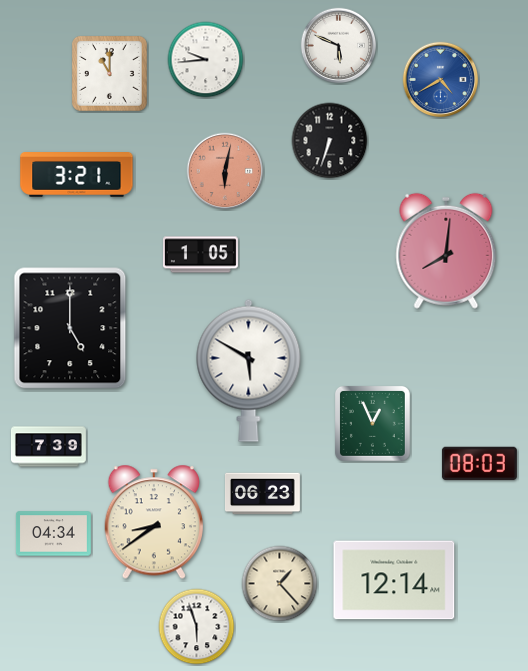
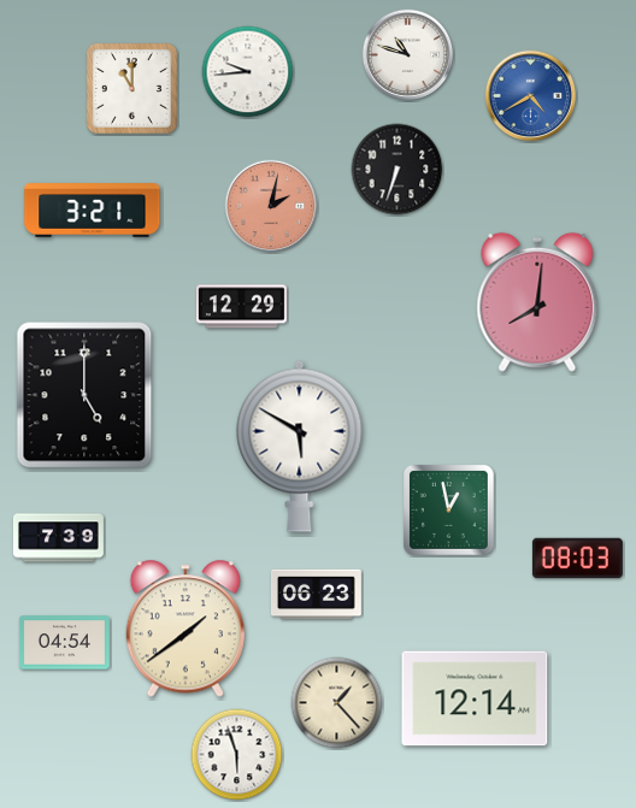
clock at (339, 46): 5:49 -> 10:48
clock at (225, 171): 6:02 -> 2:02
clock at (200, 255): 1:05 -> 12:29
clock at (372, 423): 12:56 -> 12:58
clock at (154, 522): 8:39 -> 1:39
clock at (53, 534): 04:34 -> 04:54
